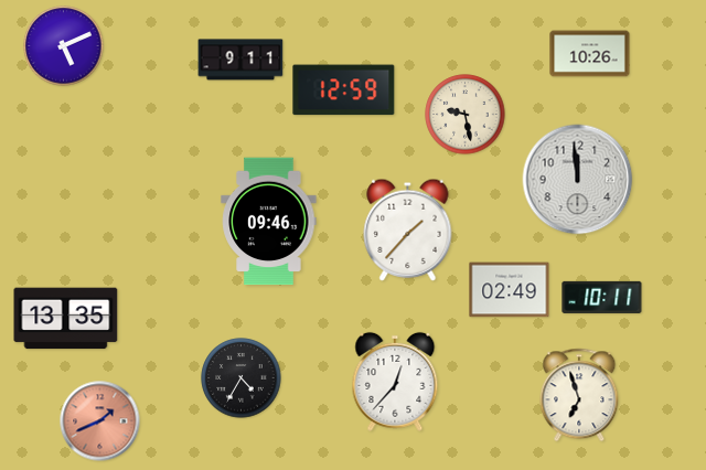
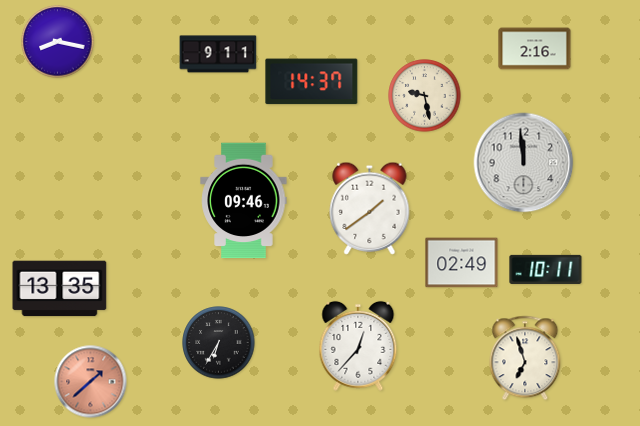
clock at (64, 46): 5:11 -> 8:17
clock at (590, 54): 10:26 -> 2:16
clock at (344, 90): 12:59 -> 14:37
clock at (466, 115) position: (466, 115) -> (425, 96)
clock at (408, 229): 1:37 -> 1:39
clock at (242, 378): 4:35 -> 6:35
clock at (100, 421): 1:41 -> 1:38
